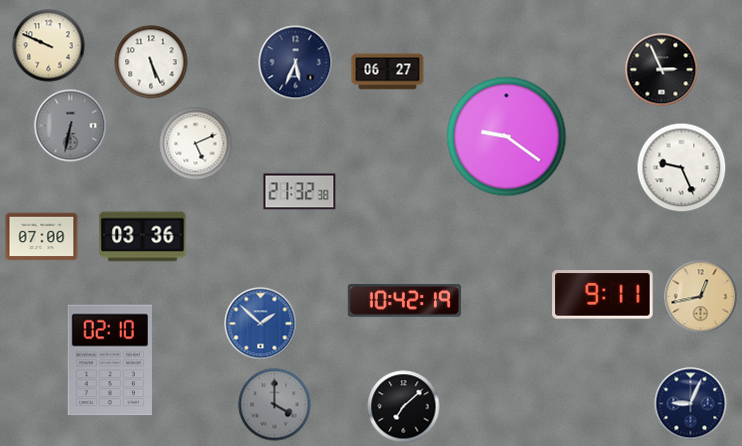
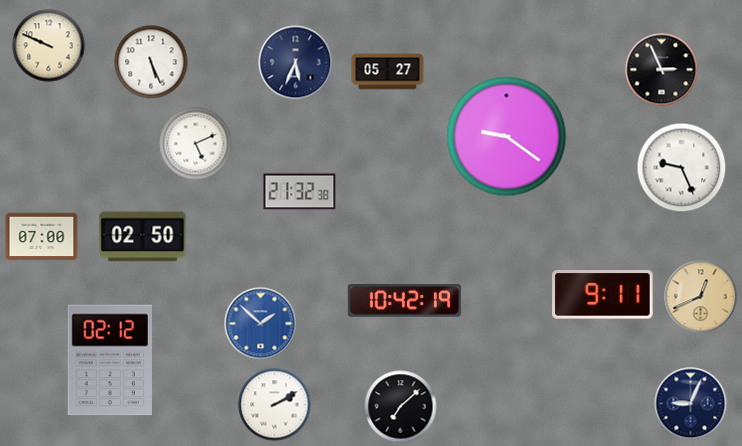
clock at (388, 72): 06:27 -> 05:27
clock at (71, 126): 6:32 -> none
clock at (143, 237): 03:36 -> 02:50
clock at (701, 297): 12:43 -> 12:41
clock at (110, 360): 02:10 -> 02:12
clock at (275, 405): 4:00 -> 2:10
clock at (275, 405) dial: grey -> white
clock at (404, 407) position: (404, 407) -> (401, 407)
